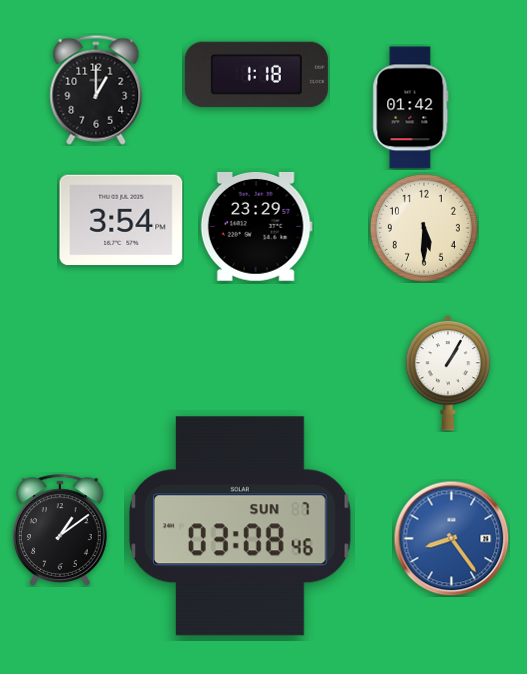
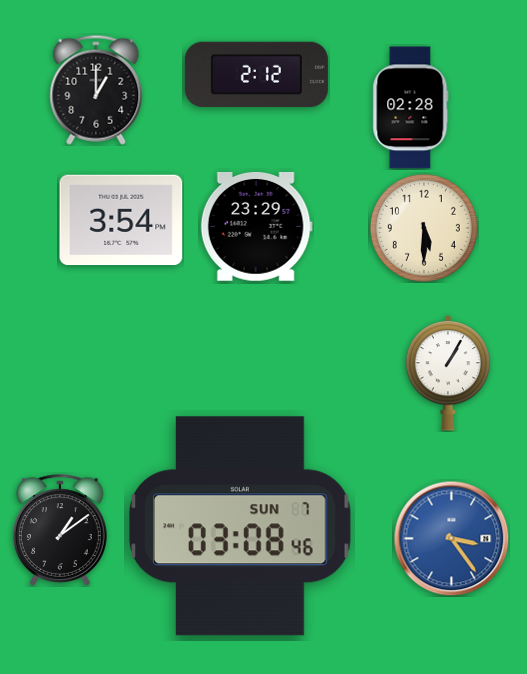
clock at (256, 74): 1:18 -> 2:12
clock at (411, 108): 01:42 -> 02:28
clock at (451, 538): 8:24 -> 3:24
